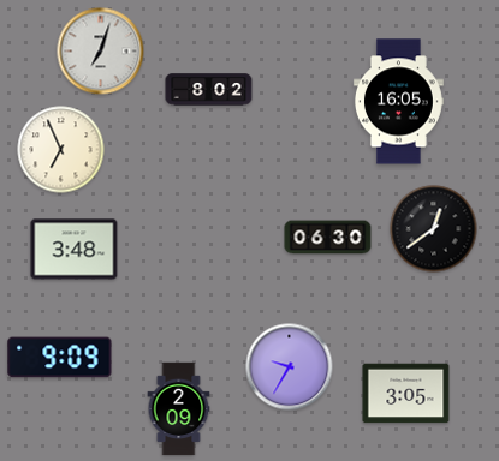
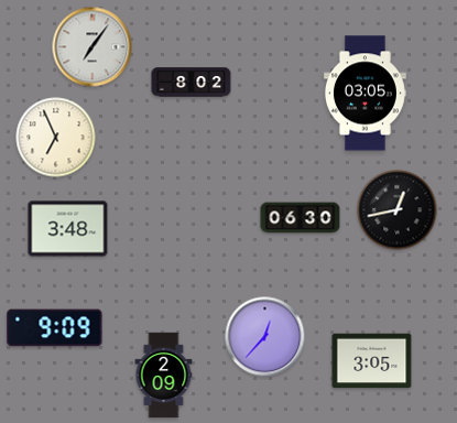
clock at (101, 52): 7:03 -> 7:06
clock at (398, 102): 16:05 -> 03:05
clock at (434, 229): 12:39 -> 12:43
clock at (290, 367): 9:35 -> 12:37
